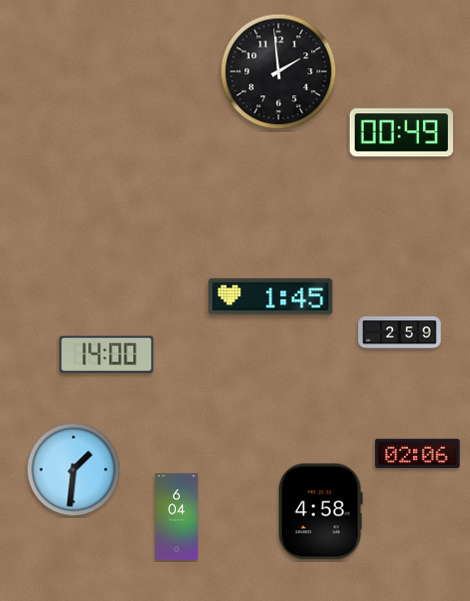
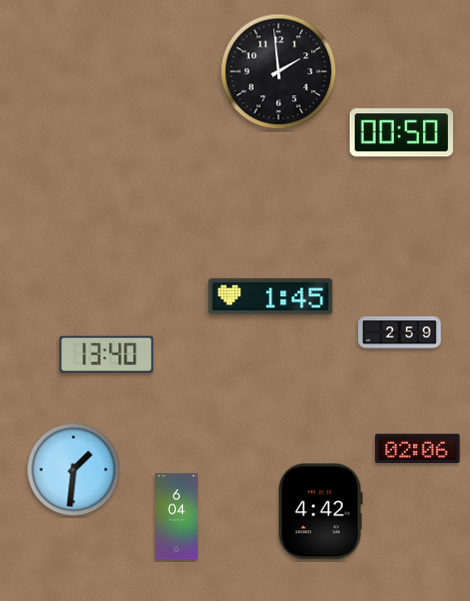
clock at (402, 133): 00:49 -> 00:50
clock at (107, 354): 14:00 -> 13:40
clock at (418, 454) position: (418, 454) -> (418, 449)
clock at (320, 512): 4:58 -> 4:42
